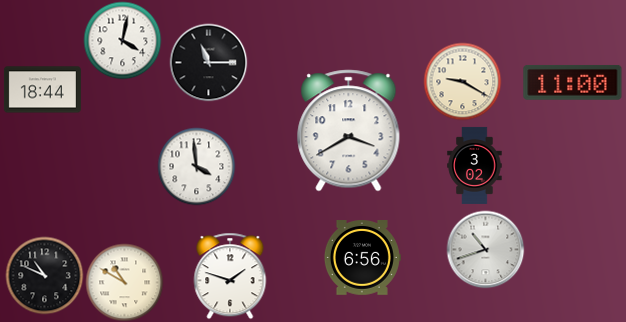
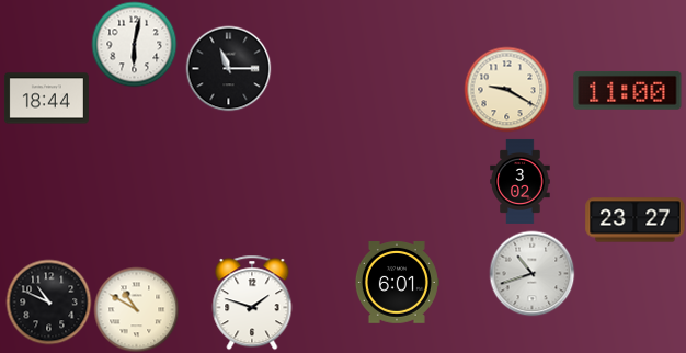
clock at (122, 40): 4:02 -> 6:02
clock at (349, 131): 3:40 -> none
clock at (196, 166): 3:59 -> none
clock at (636, 220): none -> 23:27
clock at (362, 258): 6:56 -> 6:01
